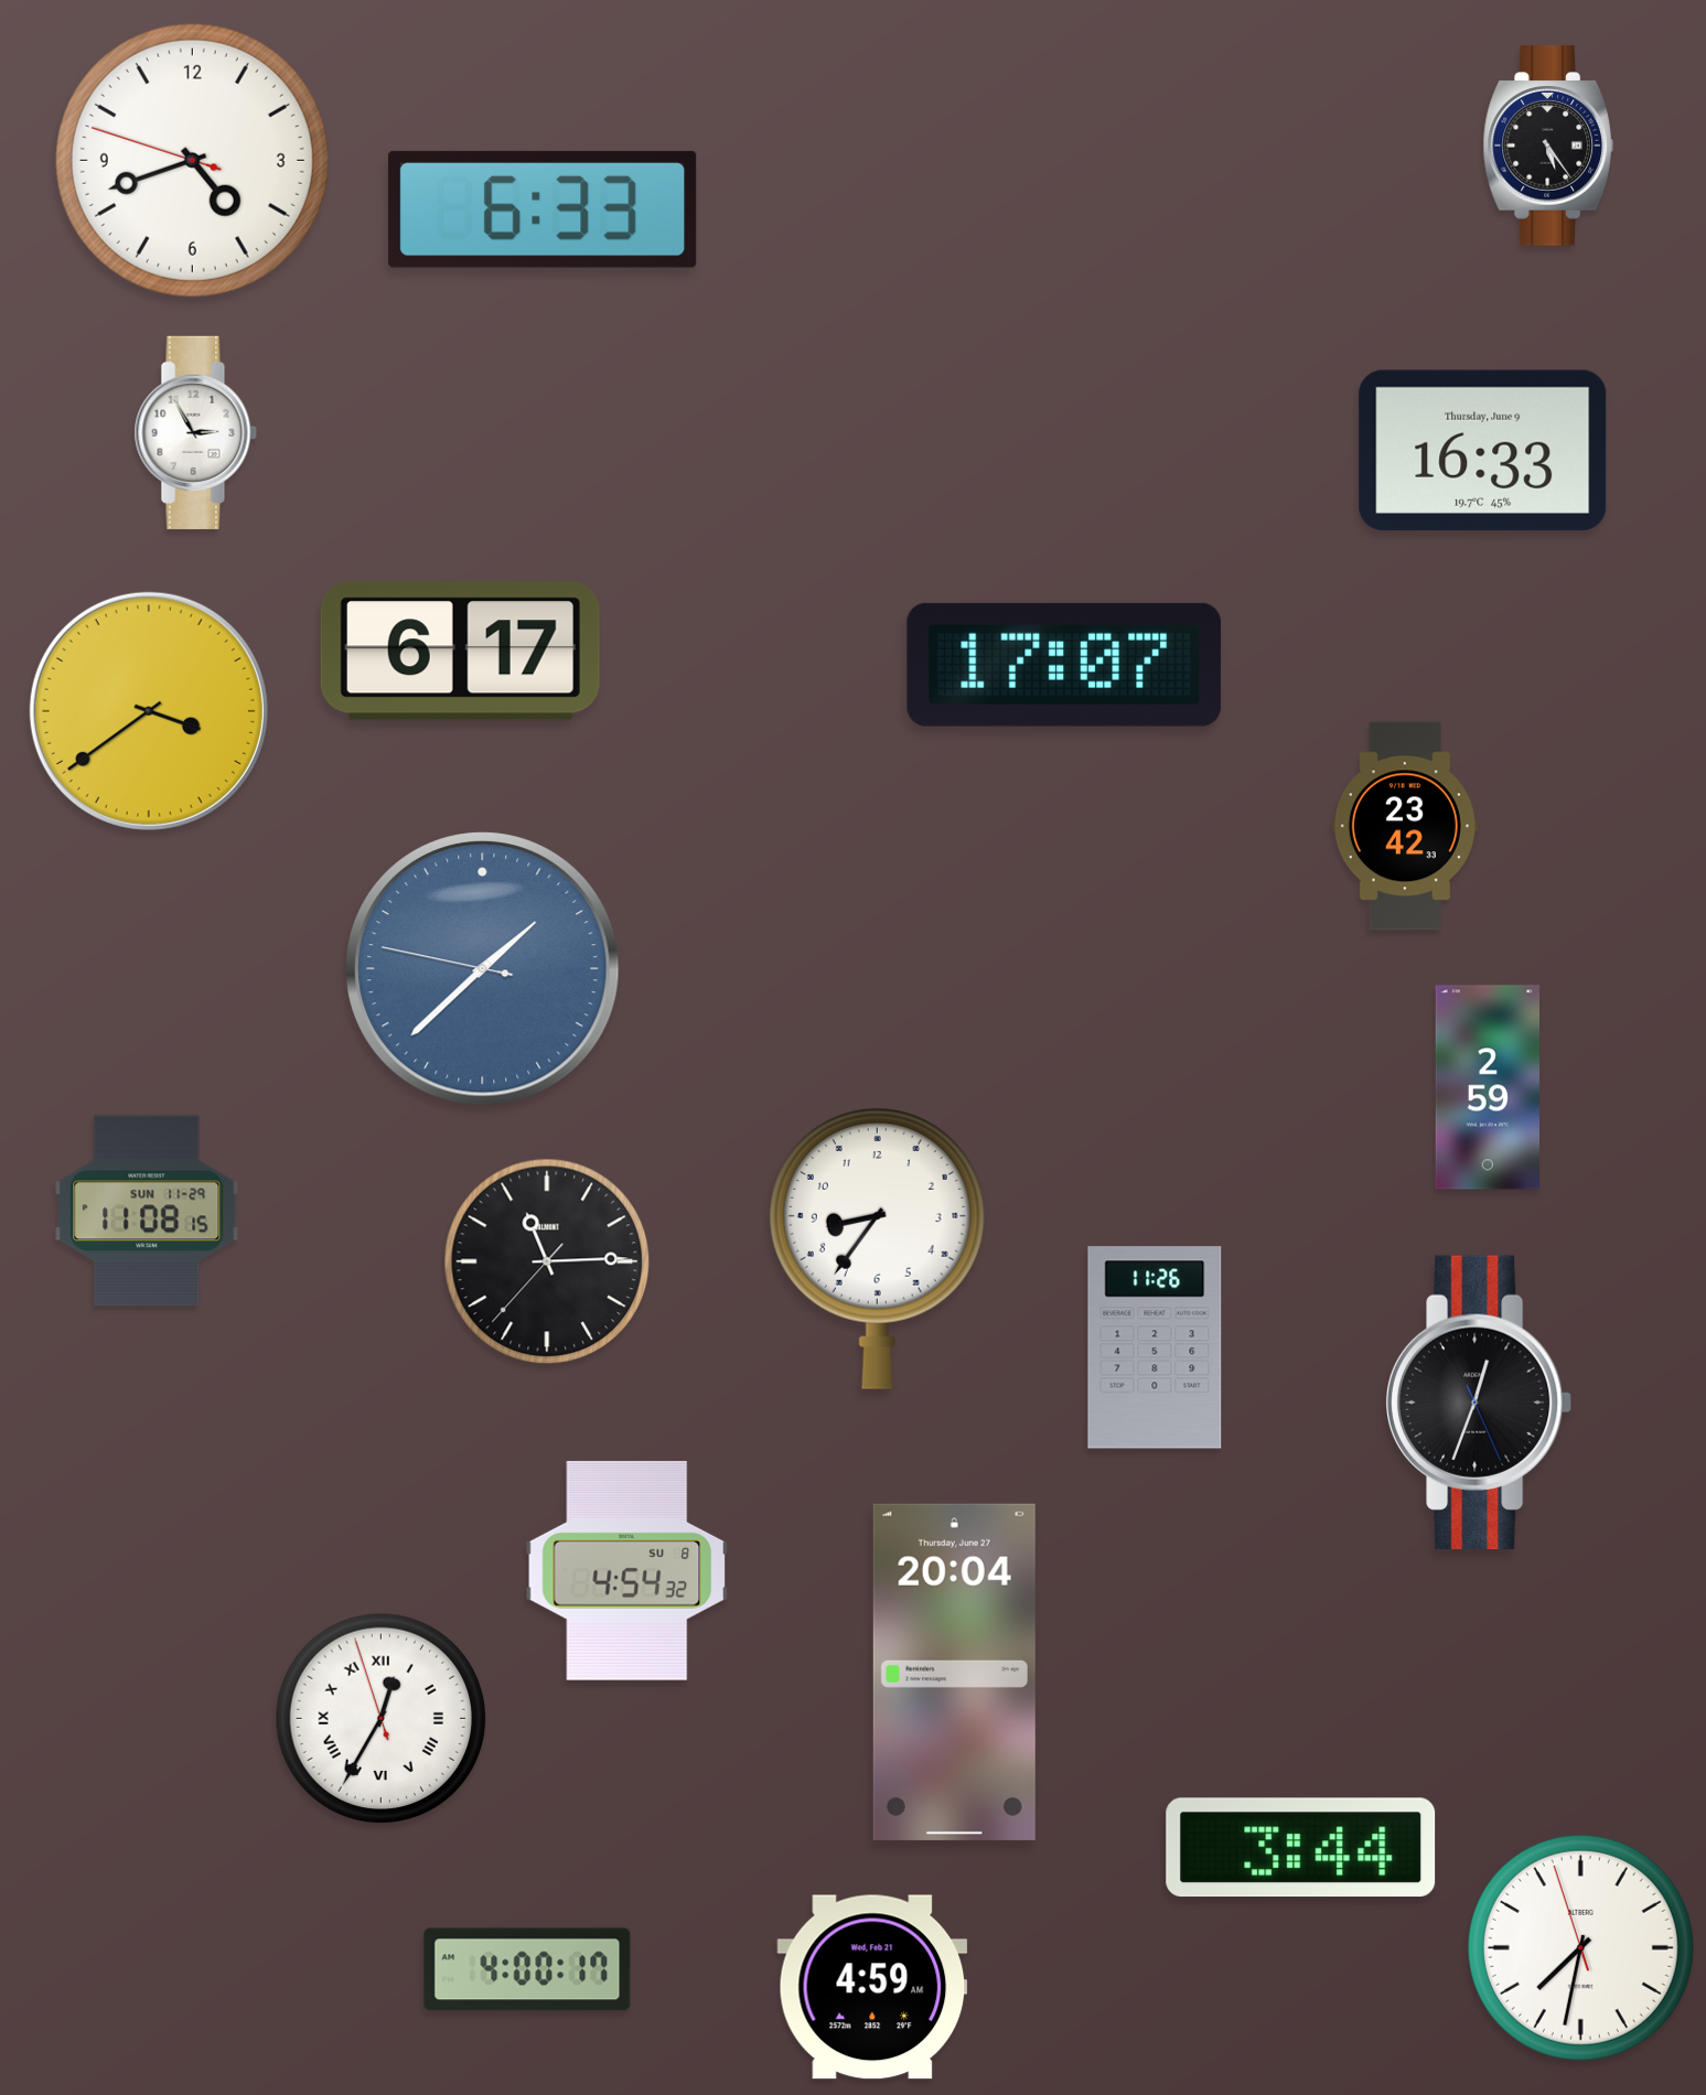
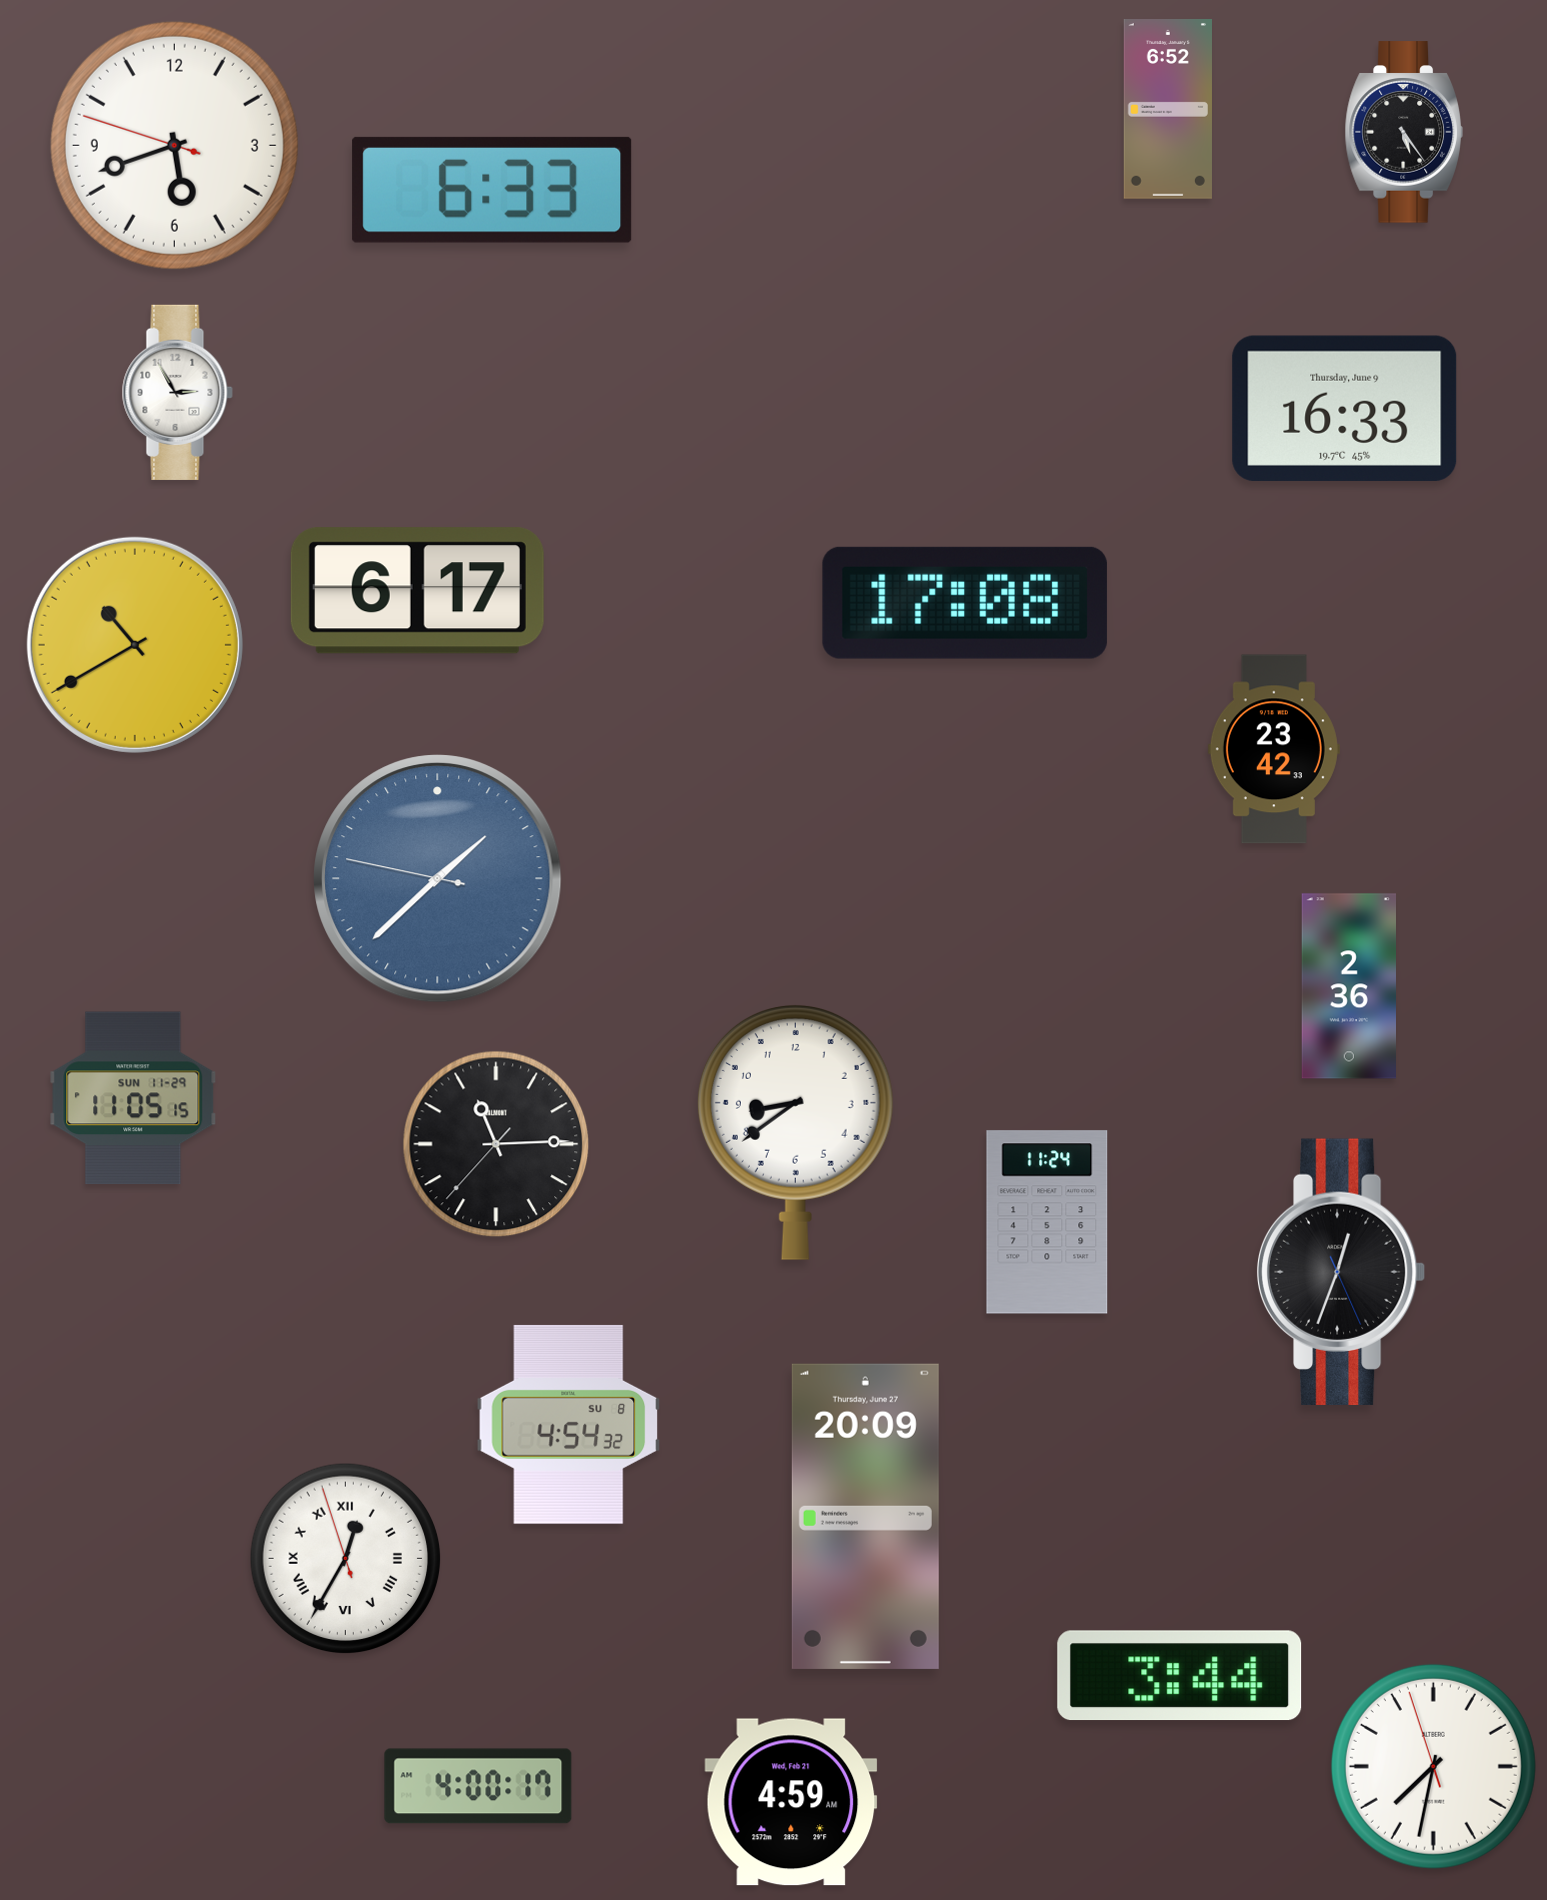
clock at (1168, 110): none -> 6:52
clock at (192, 160): 4:41 -> 5:41
clock at (1064, 665): 17:07 -> 17:08
clock at (149, 711): 3:39 -> 10:40
clock at (1487, 1087): 2:59 -> 2:36
clock at (147, 1211): 11:08 -> 11:05
clock at (877, 1249): 8:36 -> 8:39
clock at (1155, 1347): 11:26 -> 11:24
clock at (954, 1672): 20:04 -> 20:09
